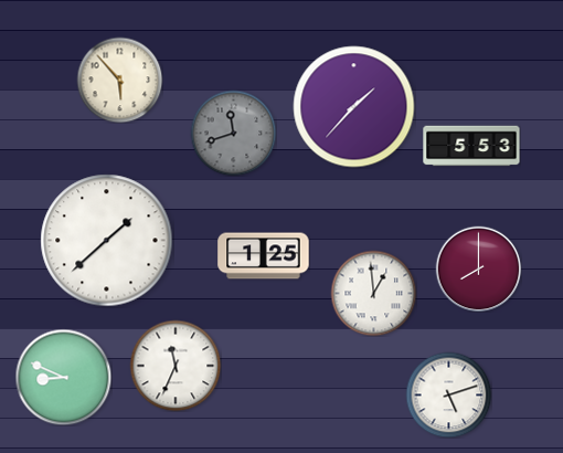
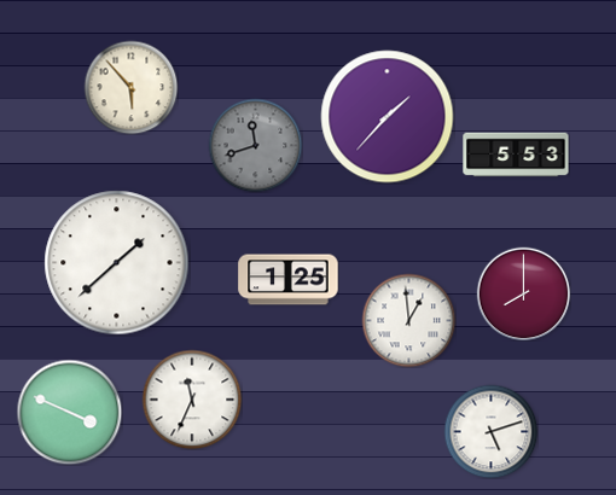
clock at (471, 146) position: (471, 146) -> (516, 155)
clock at (63, 377): 8:49 -> 3:49
